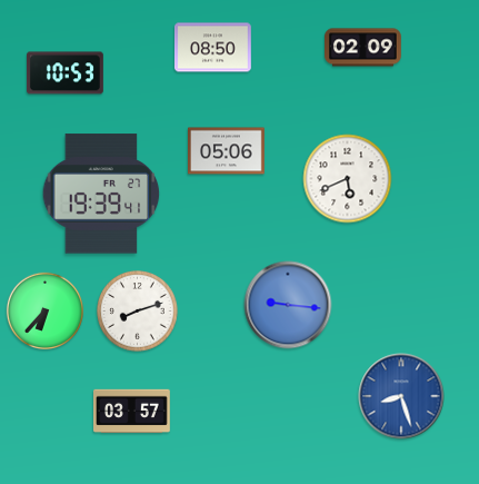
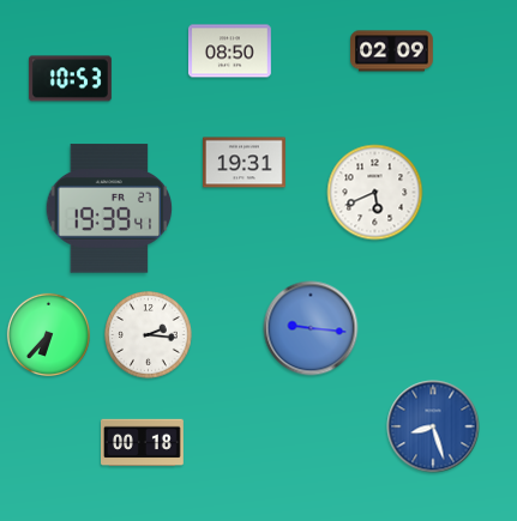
clock at (227, 151): 05:06 -> 19:31
clock at (138, 312): 8:12 -> 2:16
clock at (132, 412): 03:57 -> 00:18
